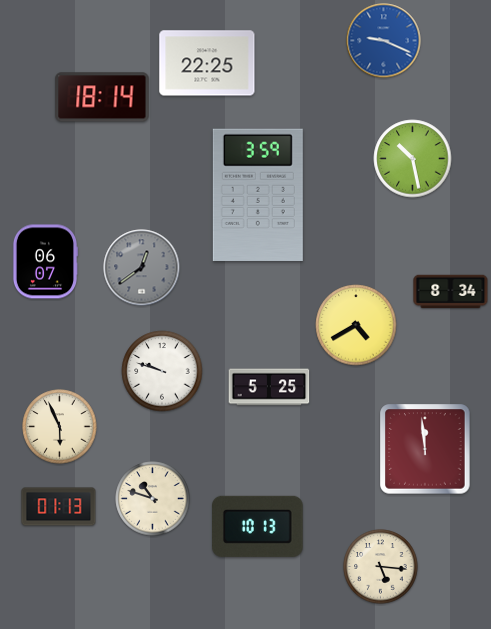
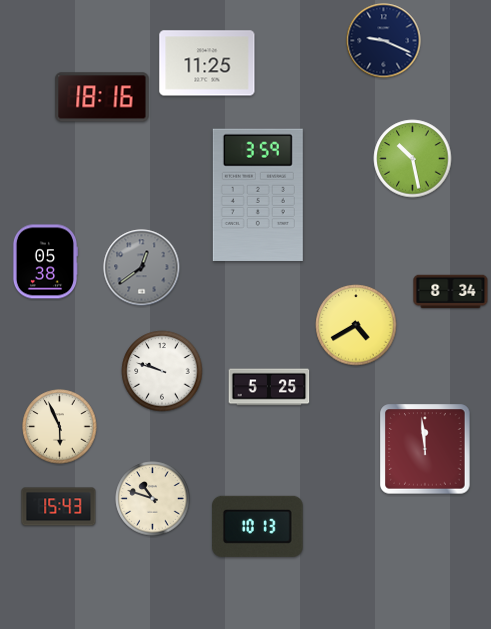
clock at (384, 41) dial: blue -> navy
clock at (207, 63): 22:25 -> 11:25
clock at (102, 97): 18:14 -> 18:16
clock at (45, 262): 06:07 -> 05:38
clock at (59, 507): 01:13 -> 15:43
clock at (381, 567): 5:16 -> none
